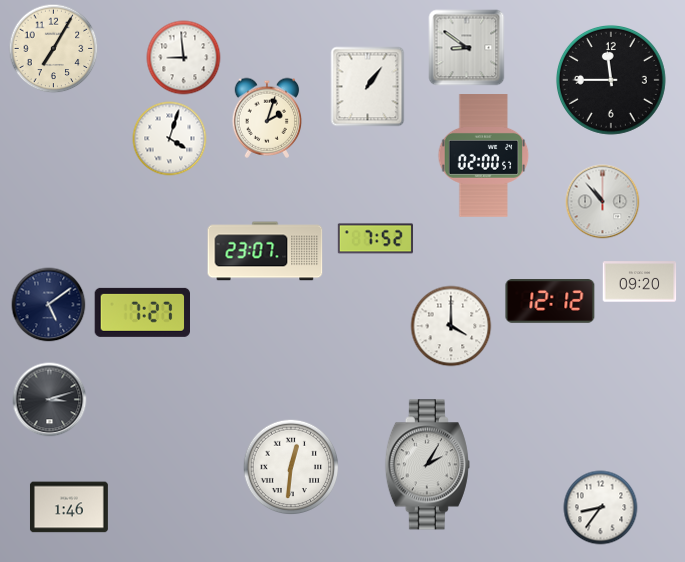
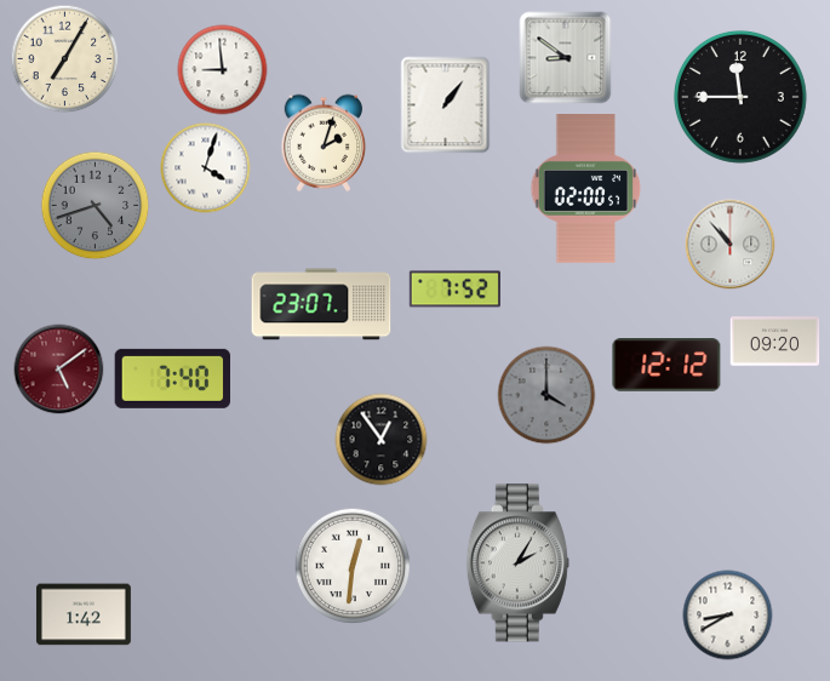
clock at (96, 206): none -> 4:42
clock at (49, 305) dial: navy -> burgundy
clock at (143, 312): 7:27 -> 7:40
clock at (451, 326) dial: white -> grey
clock at (382, 440): none -> 12:54
clock at (50, 400): 3:12 -> none
clock at (69, 507): 1:46 -> 1:42
clock at (601, 508): 8:36 -> 8:40
